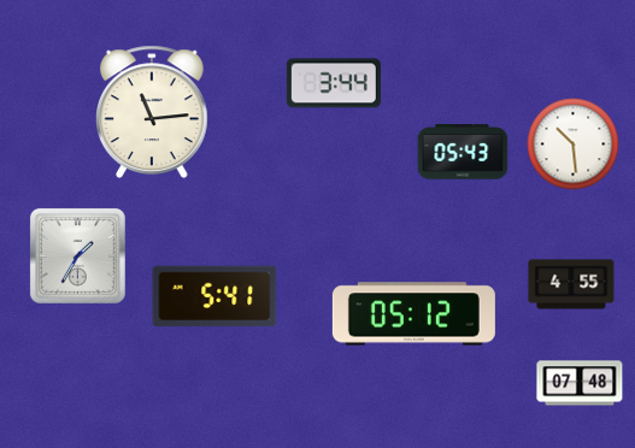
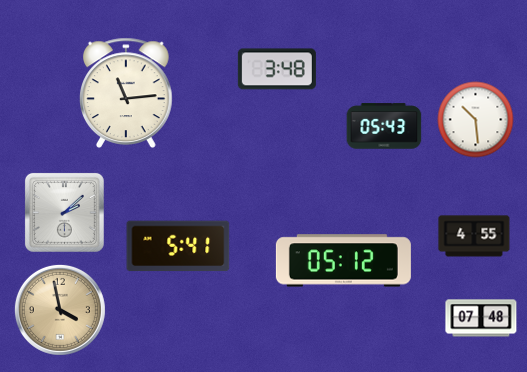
clock at (334, 83): 3:44 -> 3:48
clock at (77, 255): 1:35 -> 2:08
clock at (60, 310): none -> 3:58
